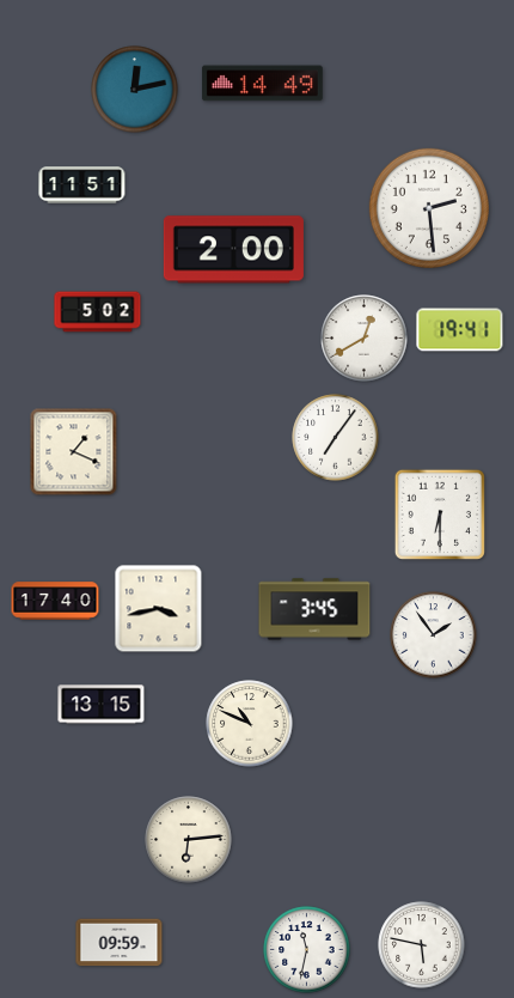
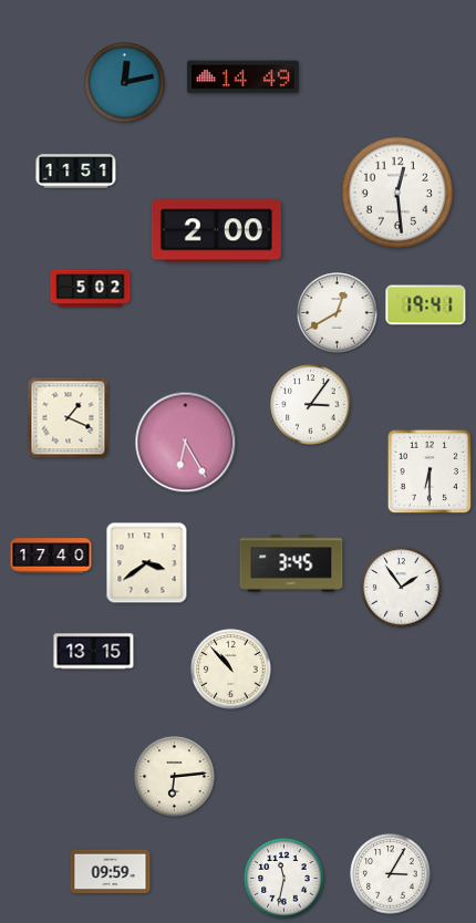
clock at (428, 207): 2:29 -> 12:29
clock at (336, 438): 7:06 -> 3:06
clock at (186, 443): none -> 6:25
clock at (440, 515) position: (440, 515) -> (430, 471)
clock at (159, 609): 3:43 -> 3:39
clock at (250, 724): 10:49 -> 10:53
clock at (422, 945): 5:47 -> 3:05
